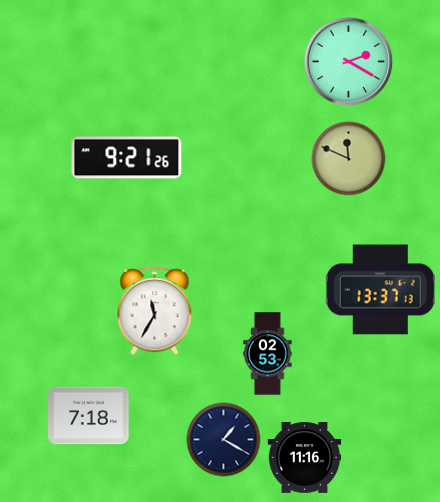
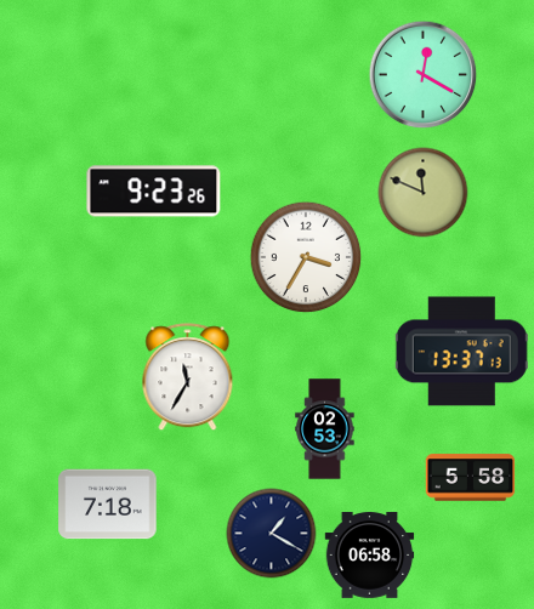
clock at (349, 62): 2:20 -> 12:20
clock at (127, 158): 9:21 -> 9:23
clock at (306, 257): none -> 3:35
clock at (471, 478): none -> 5:58
clock at (305, 458): 11:16 -> 06:58
